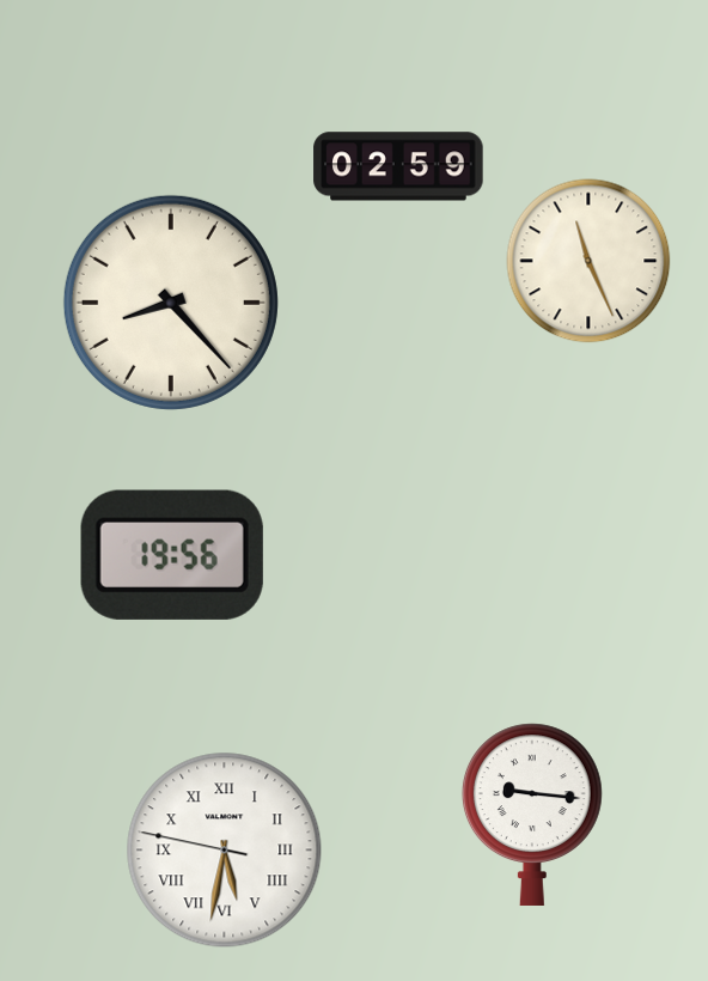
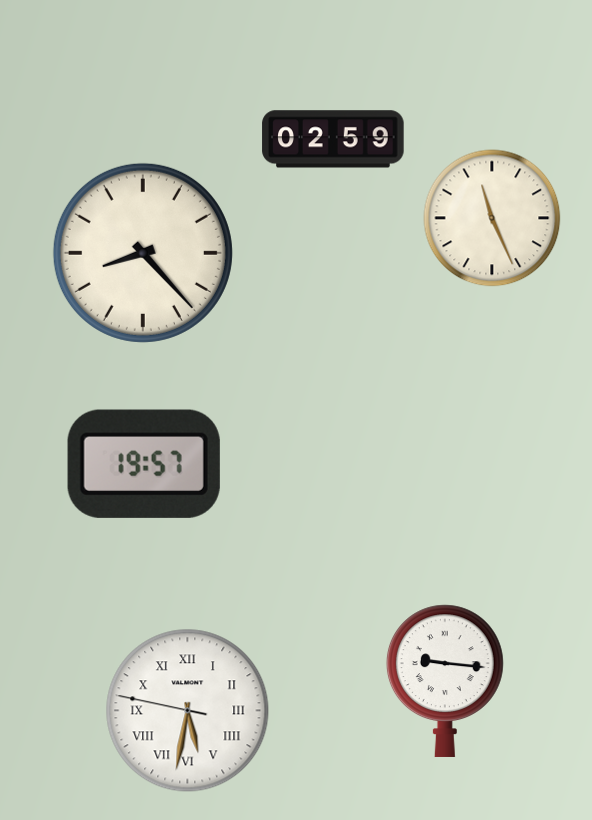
clock at (172, 555): 19:56 -> 19:57
